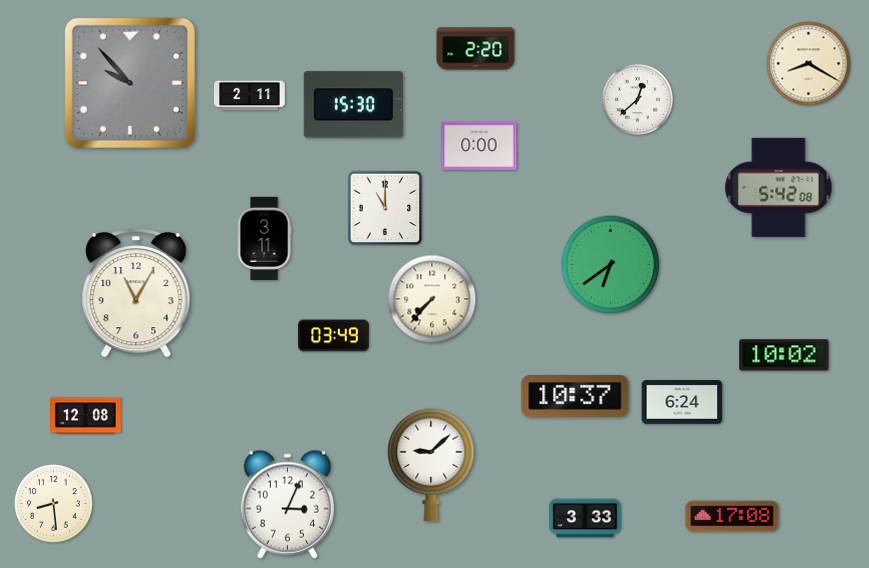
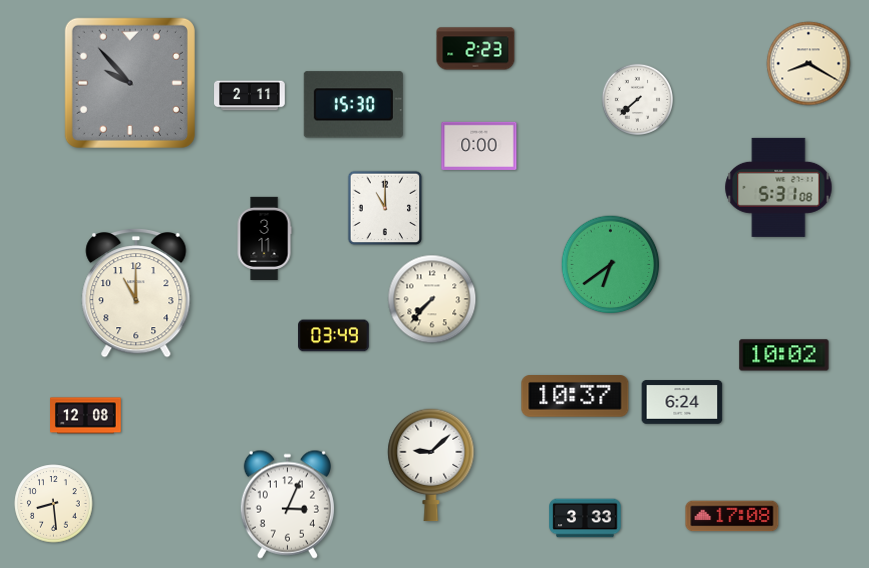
clock at (476, 49): 2:20 -> 2:23
clock at (638, 100): 12:38 -> 7:38
clock at (779, 187): 5:42 -> 5:31
clock at (136, 294): 11:05 -> 11:00
